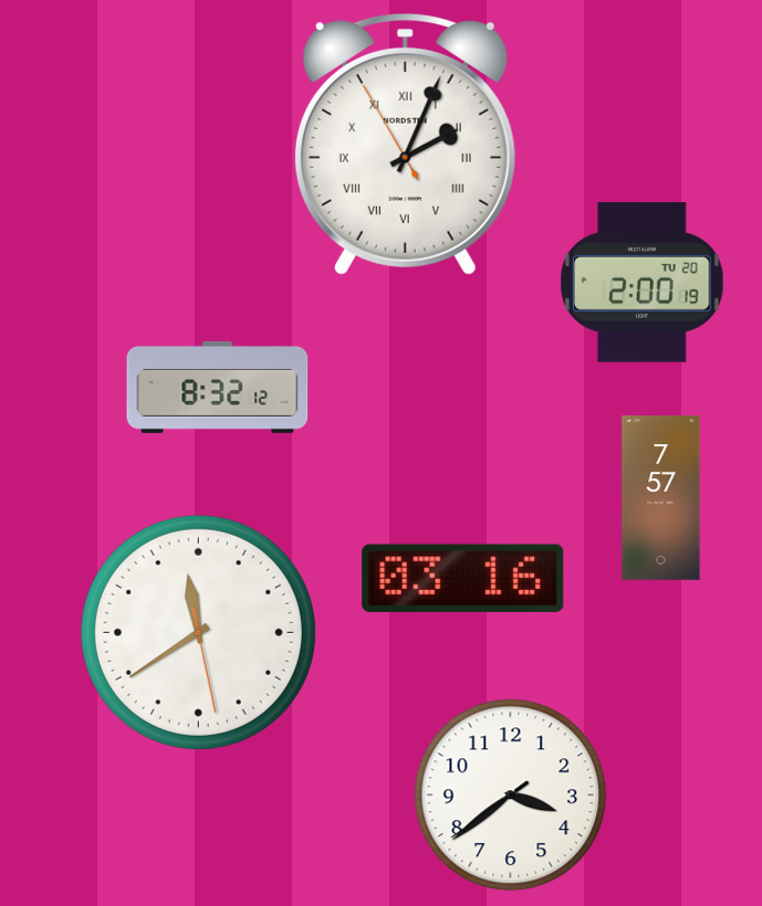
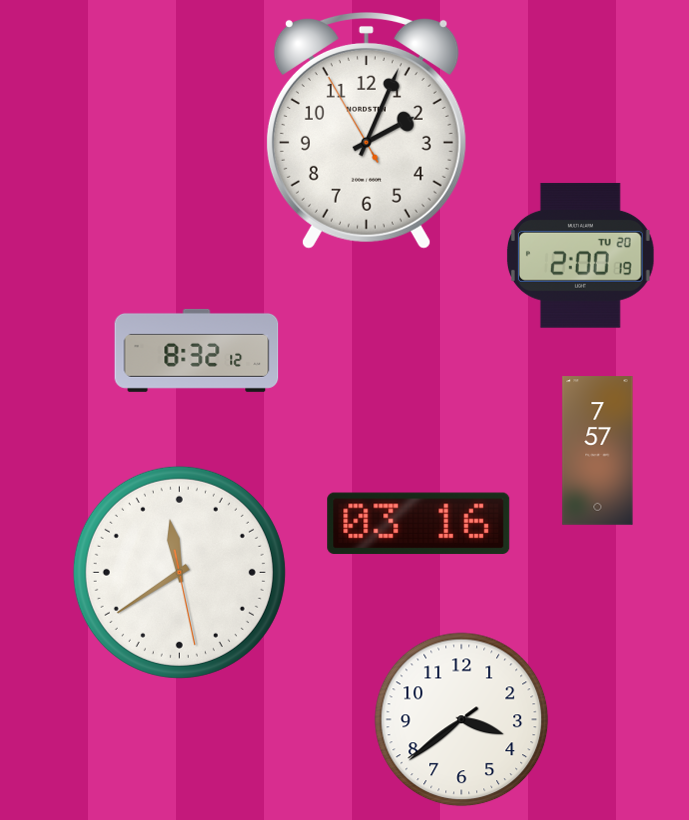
clock at (405, 145) numerals: Roman -> Arabic
